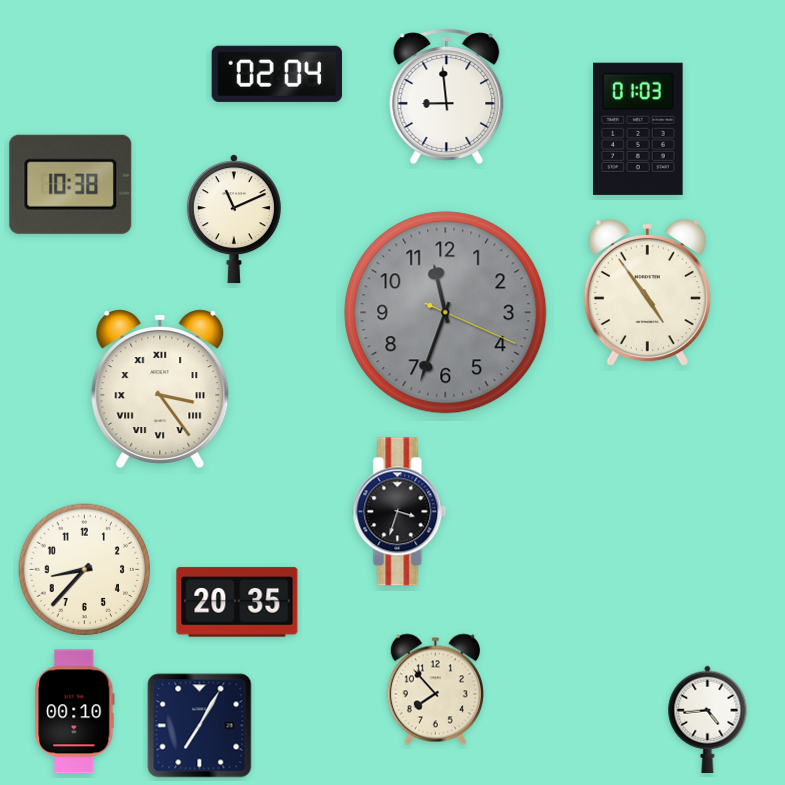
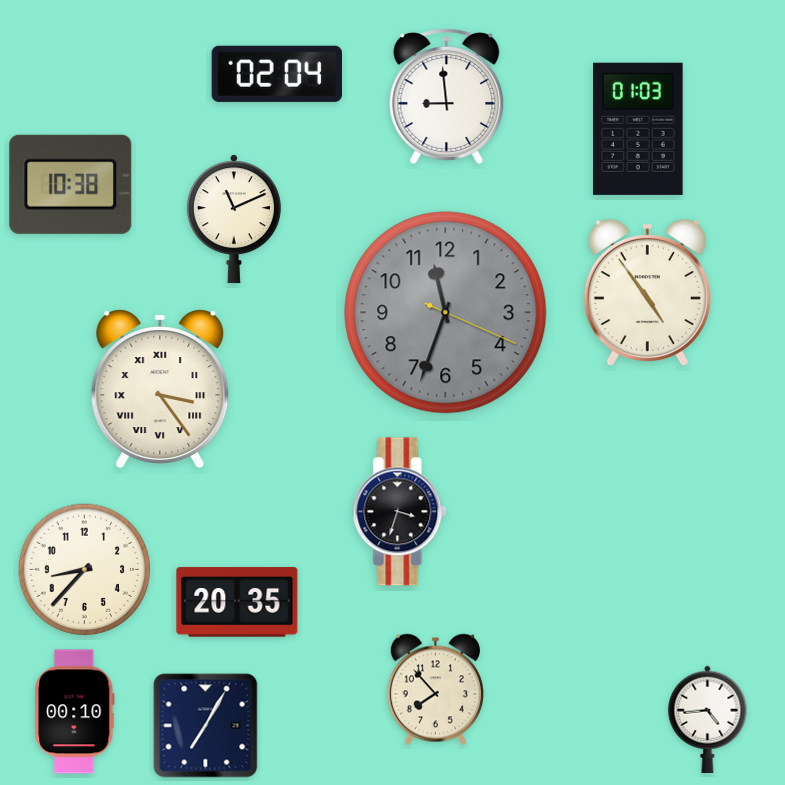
clock at (200, 726) position: (200, 726) -> (206, 726)
